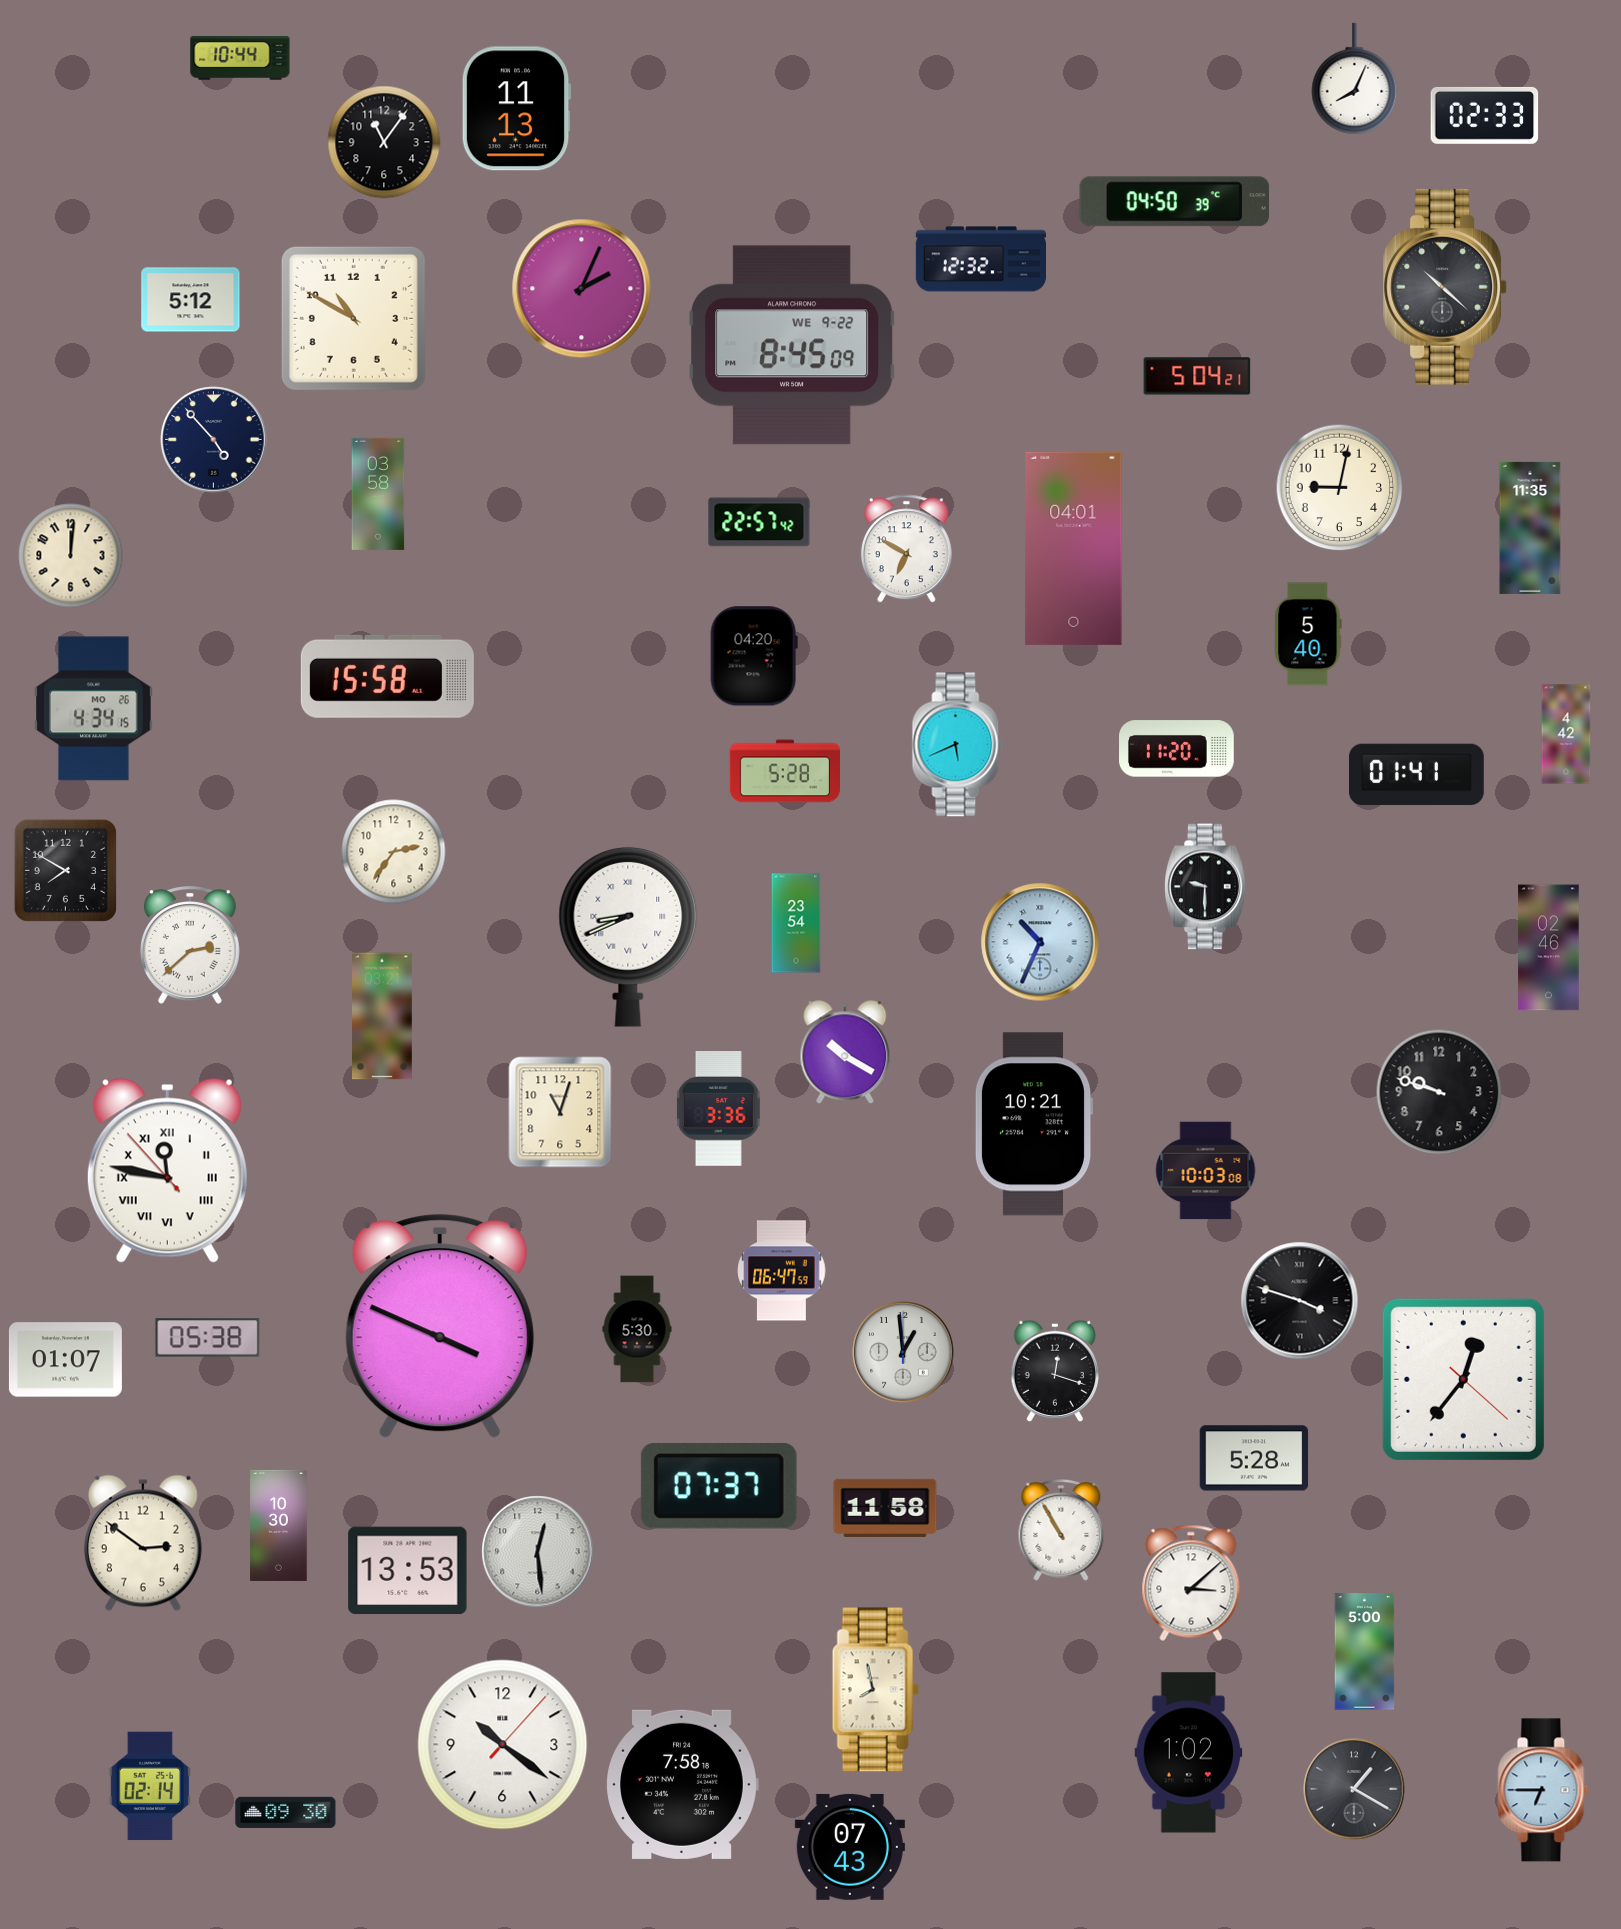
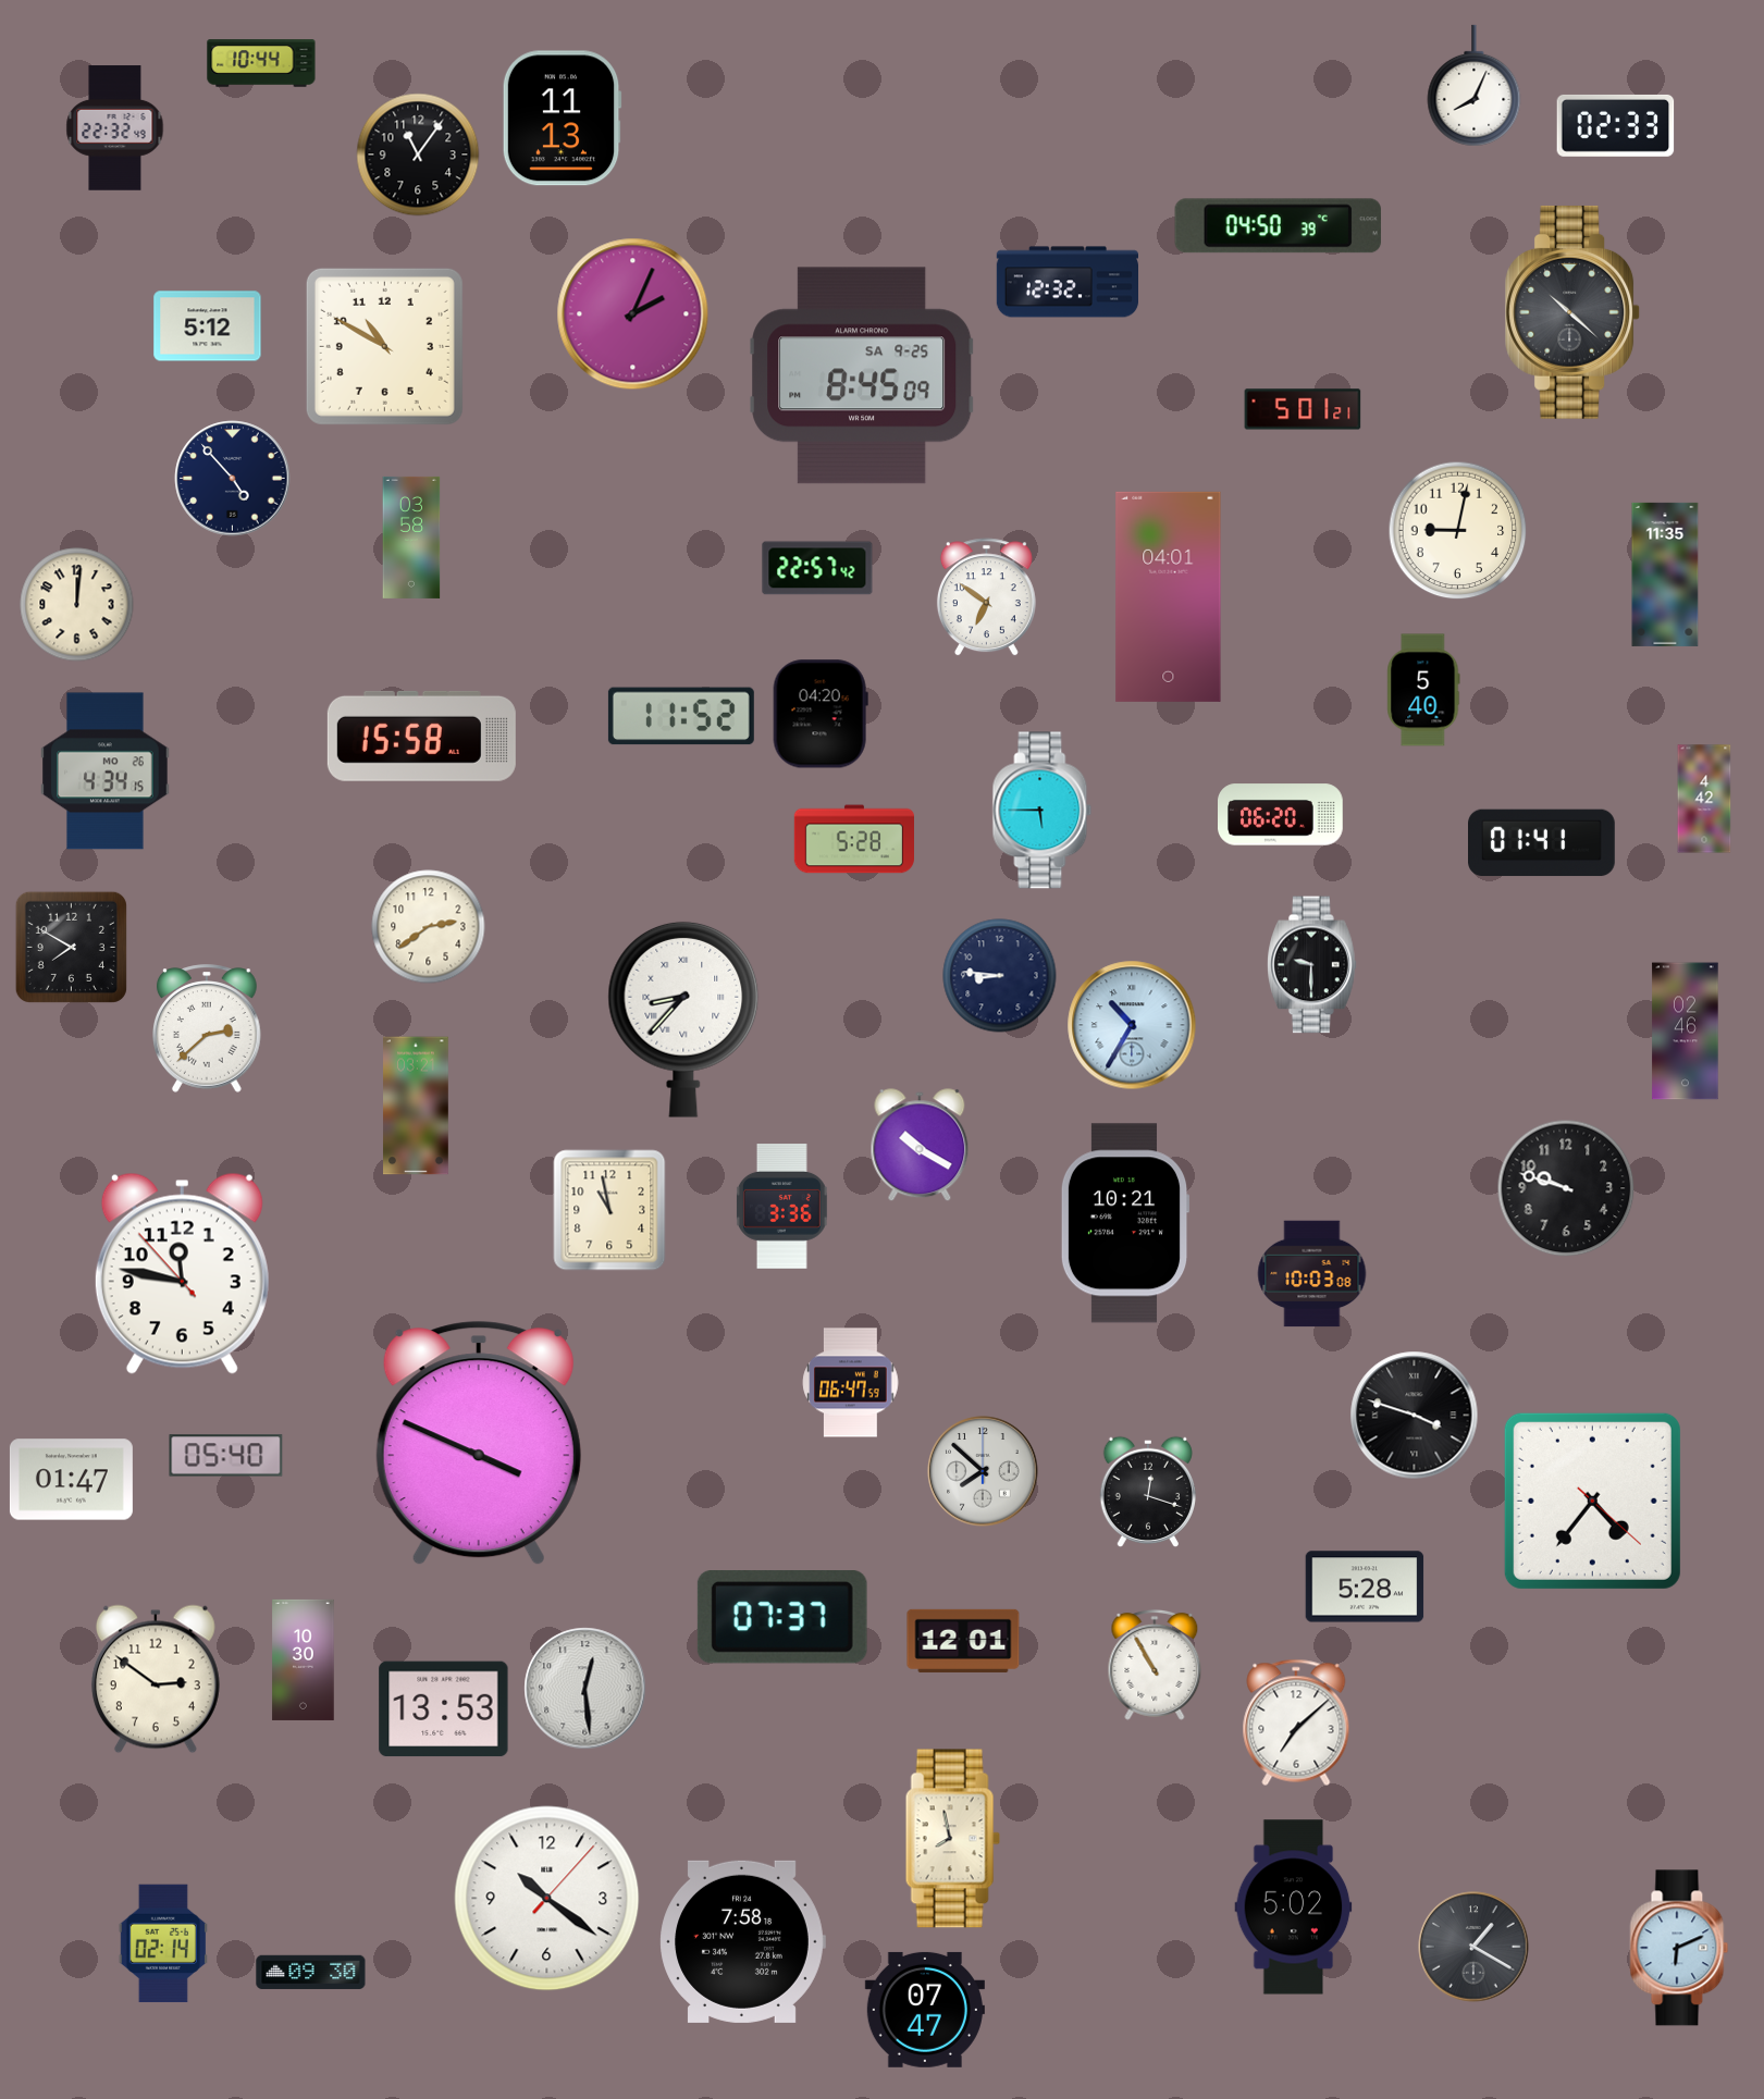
clock at (115, 128): none -> 22:32
clock at (1174, 202) position: (1174, 202) -> (1278, 226)
clock at (792, 345) date: WE 9-22 -> SA 9-25
clock at (1197, 376): 5:04 -> 5:01
clock at (759, 522) position: (759, 522) -> (817, 568)
clock at (906, 549): 6:50 -> 6:51
clock at (681, 716): none -> 11:52
clock at (94, 709) position: (94, 709) -> (106, 771)
clock at (958, 745): 5:41 -> 5:45
clock at (1177, 749): 11:20 -> 06:20
clock at (394, 852): 2:36 -> 2:39
clock at (1000, 976): none -> 8:46
clock at (796, 923): 23:54 -> none
clock at (628, 937): 8:41 -> 8:37
clock at (1040, 942): 10:34 -> 10:35
clock at (560, 1112): 11:03 -> 10:58
clock at (167, 1170) numerals: Roman -> Arabic
clock at (637, 1329): 5:30 -> none
clock at (208, 1338): 05:38 -> 05:40
clock at (903, 1352): 12:59 -> 7:52
clock at (65, 1360): 01:07 -> 01:47
clock at (1463, 1379): 12:36 -> 4:36
clock at (885, 1508): 11:58 -> 12:01
clock at (1191, 1583): 3:08 -> 7:08
clock at (1365, 1652): 5:00 -> none
clock at (1189, 1753): 1:02 -> 5:02
clock at (1543, 1790): 6:45 -> 6:11
clock at (850, 1847): 07:43 -> 07:47
